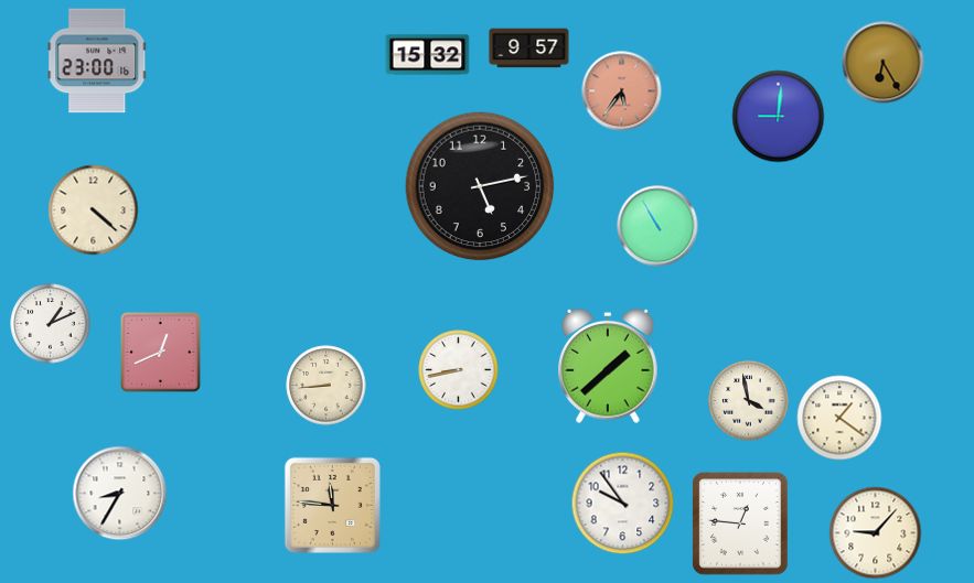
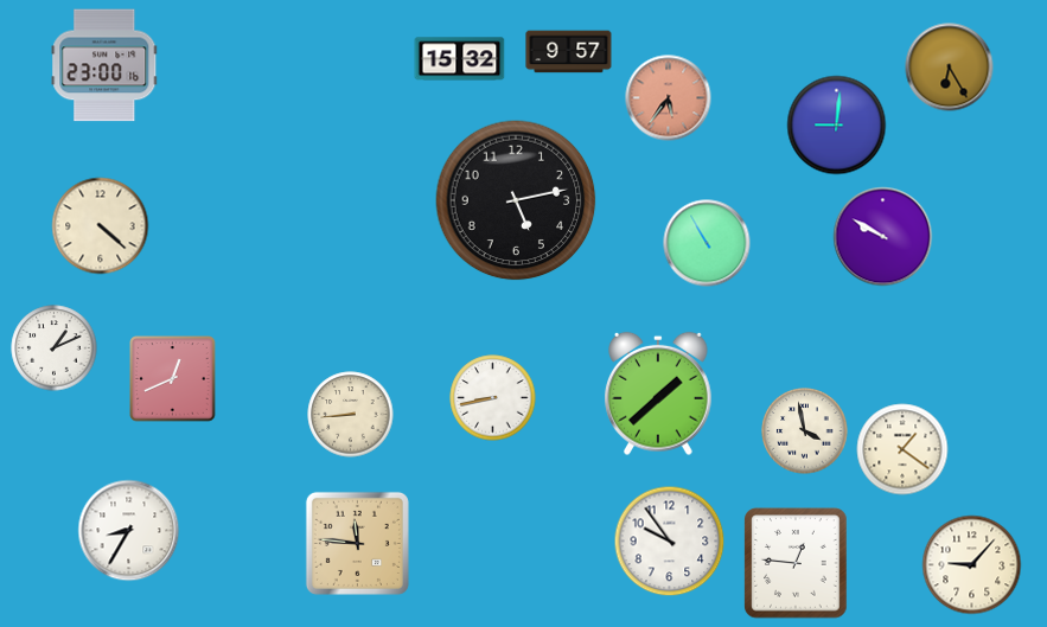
clock at (883, 237): none -> 9:50
clock at (609, 366) position: (609, 366) -> (659, 394)
clock at (876, 533) position: (876, 533) -> (972, 565)
